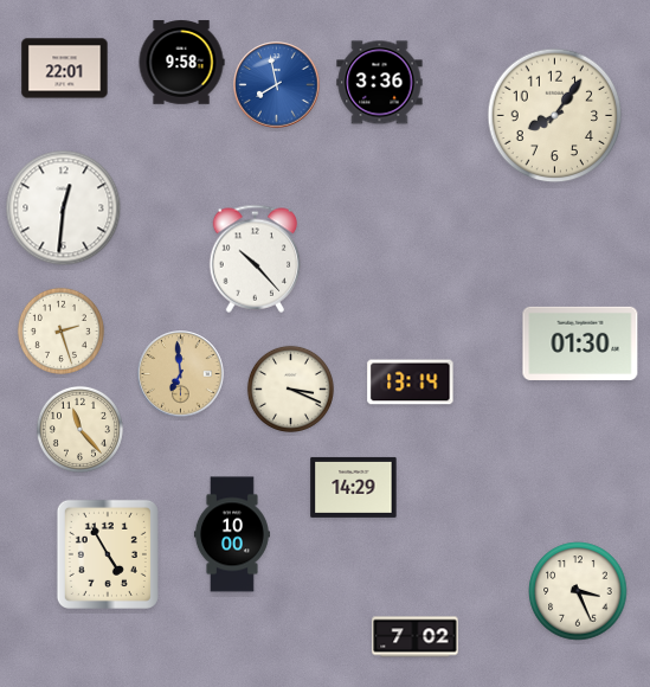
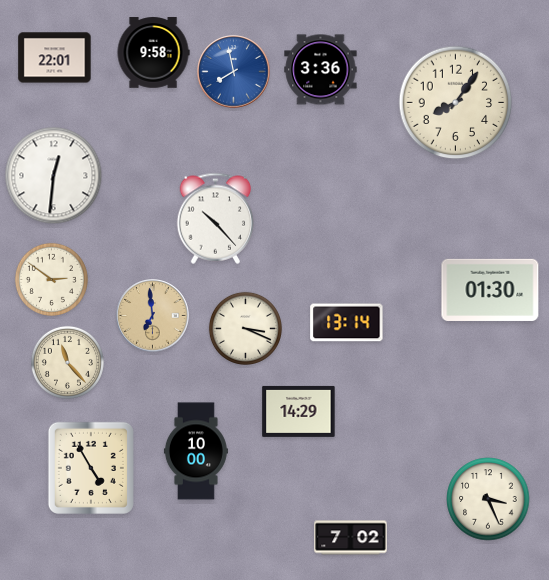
clock at (555, 116) position: (555, 116) -> (456, 103)
clock at (60, 330): 2:27 -> 2:51
